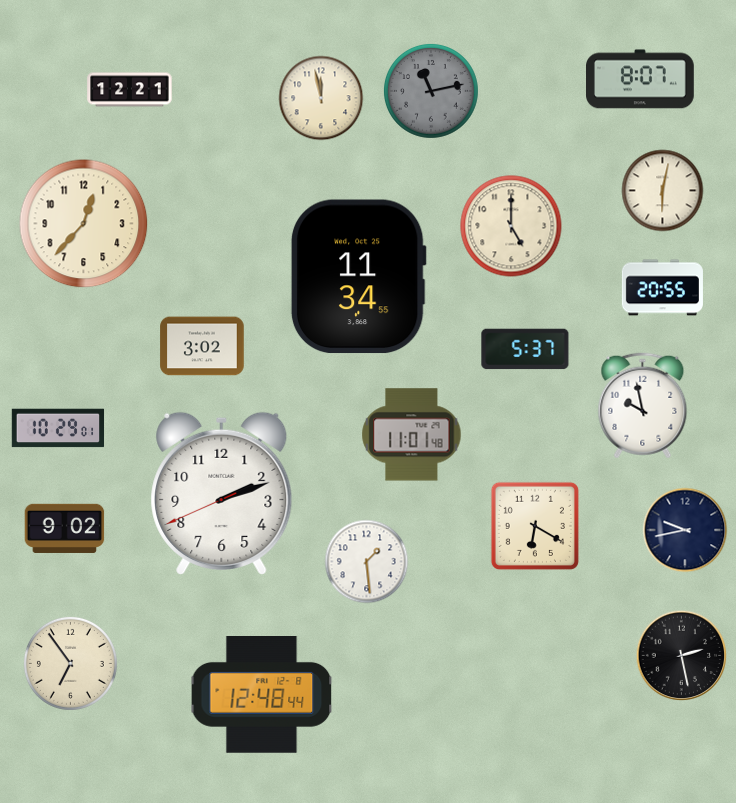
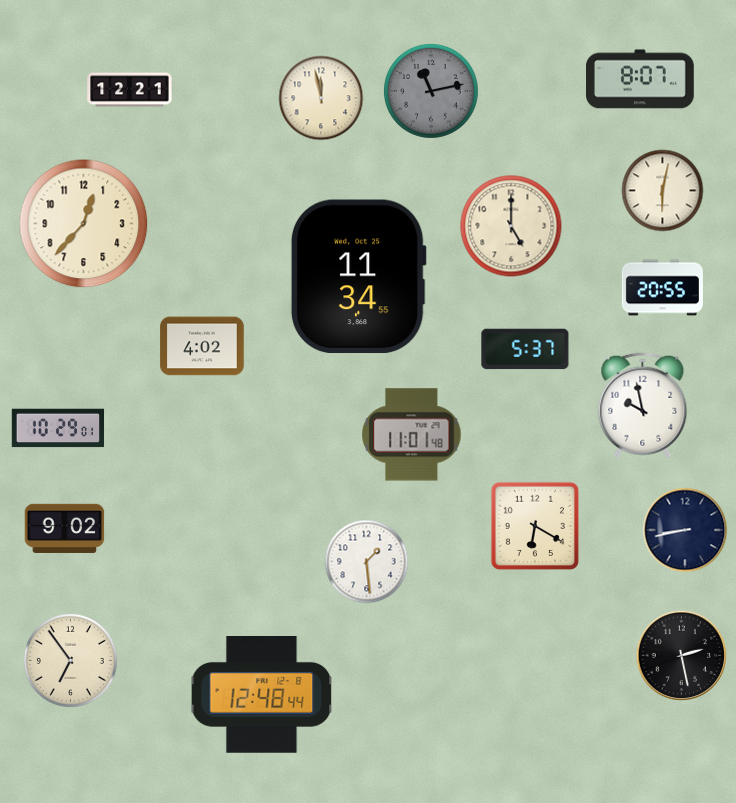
clock at (202, 346): 3:02 -> 4:02
clock at (222, 493): 2:11 -> none
clock at (685, 530): 9:43 -> 8:43
clock at (70, 663) position: (70, 663) -> (70, 660)
